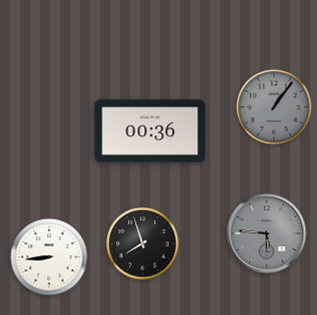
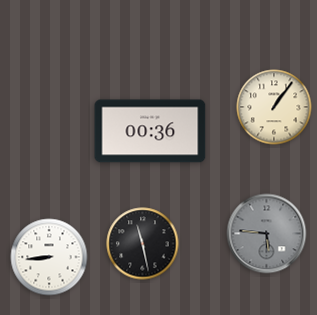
clock at (274, 107) dial: grey -> cream
clock at (143, 244): 7:57 -> 11:28
